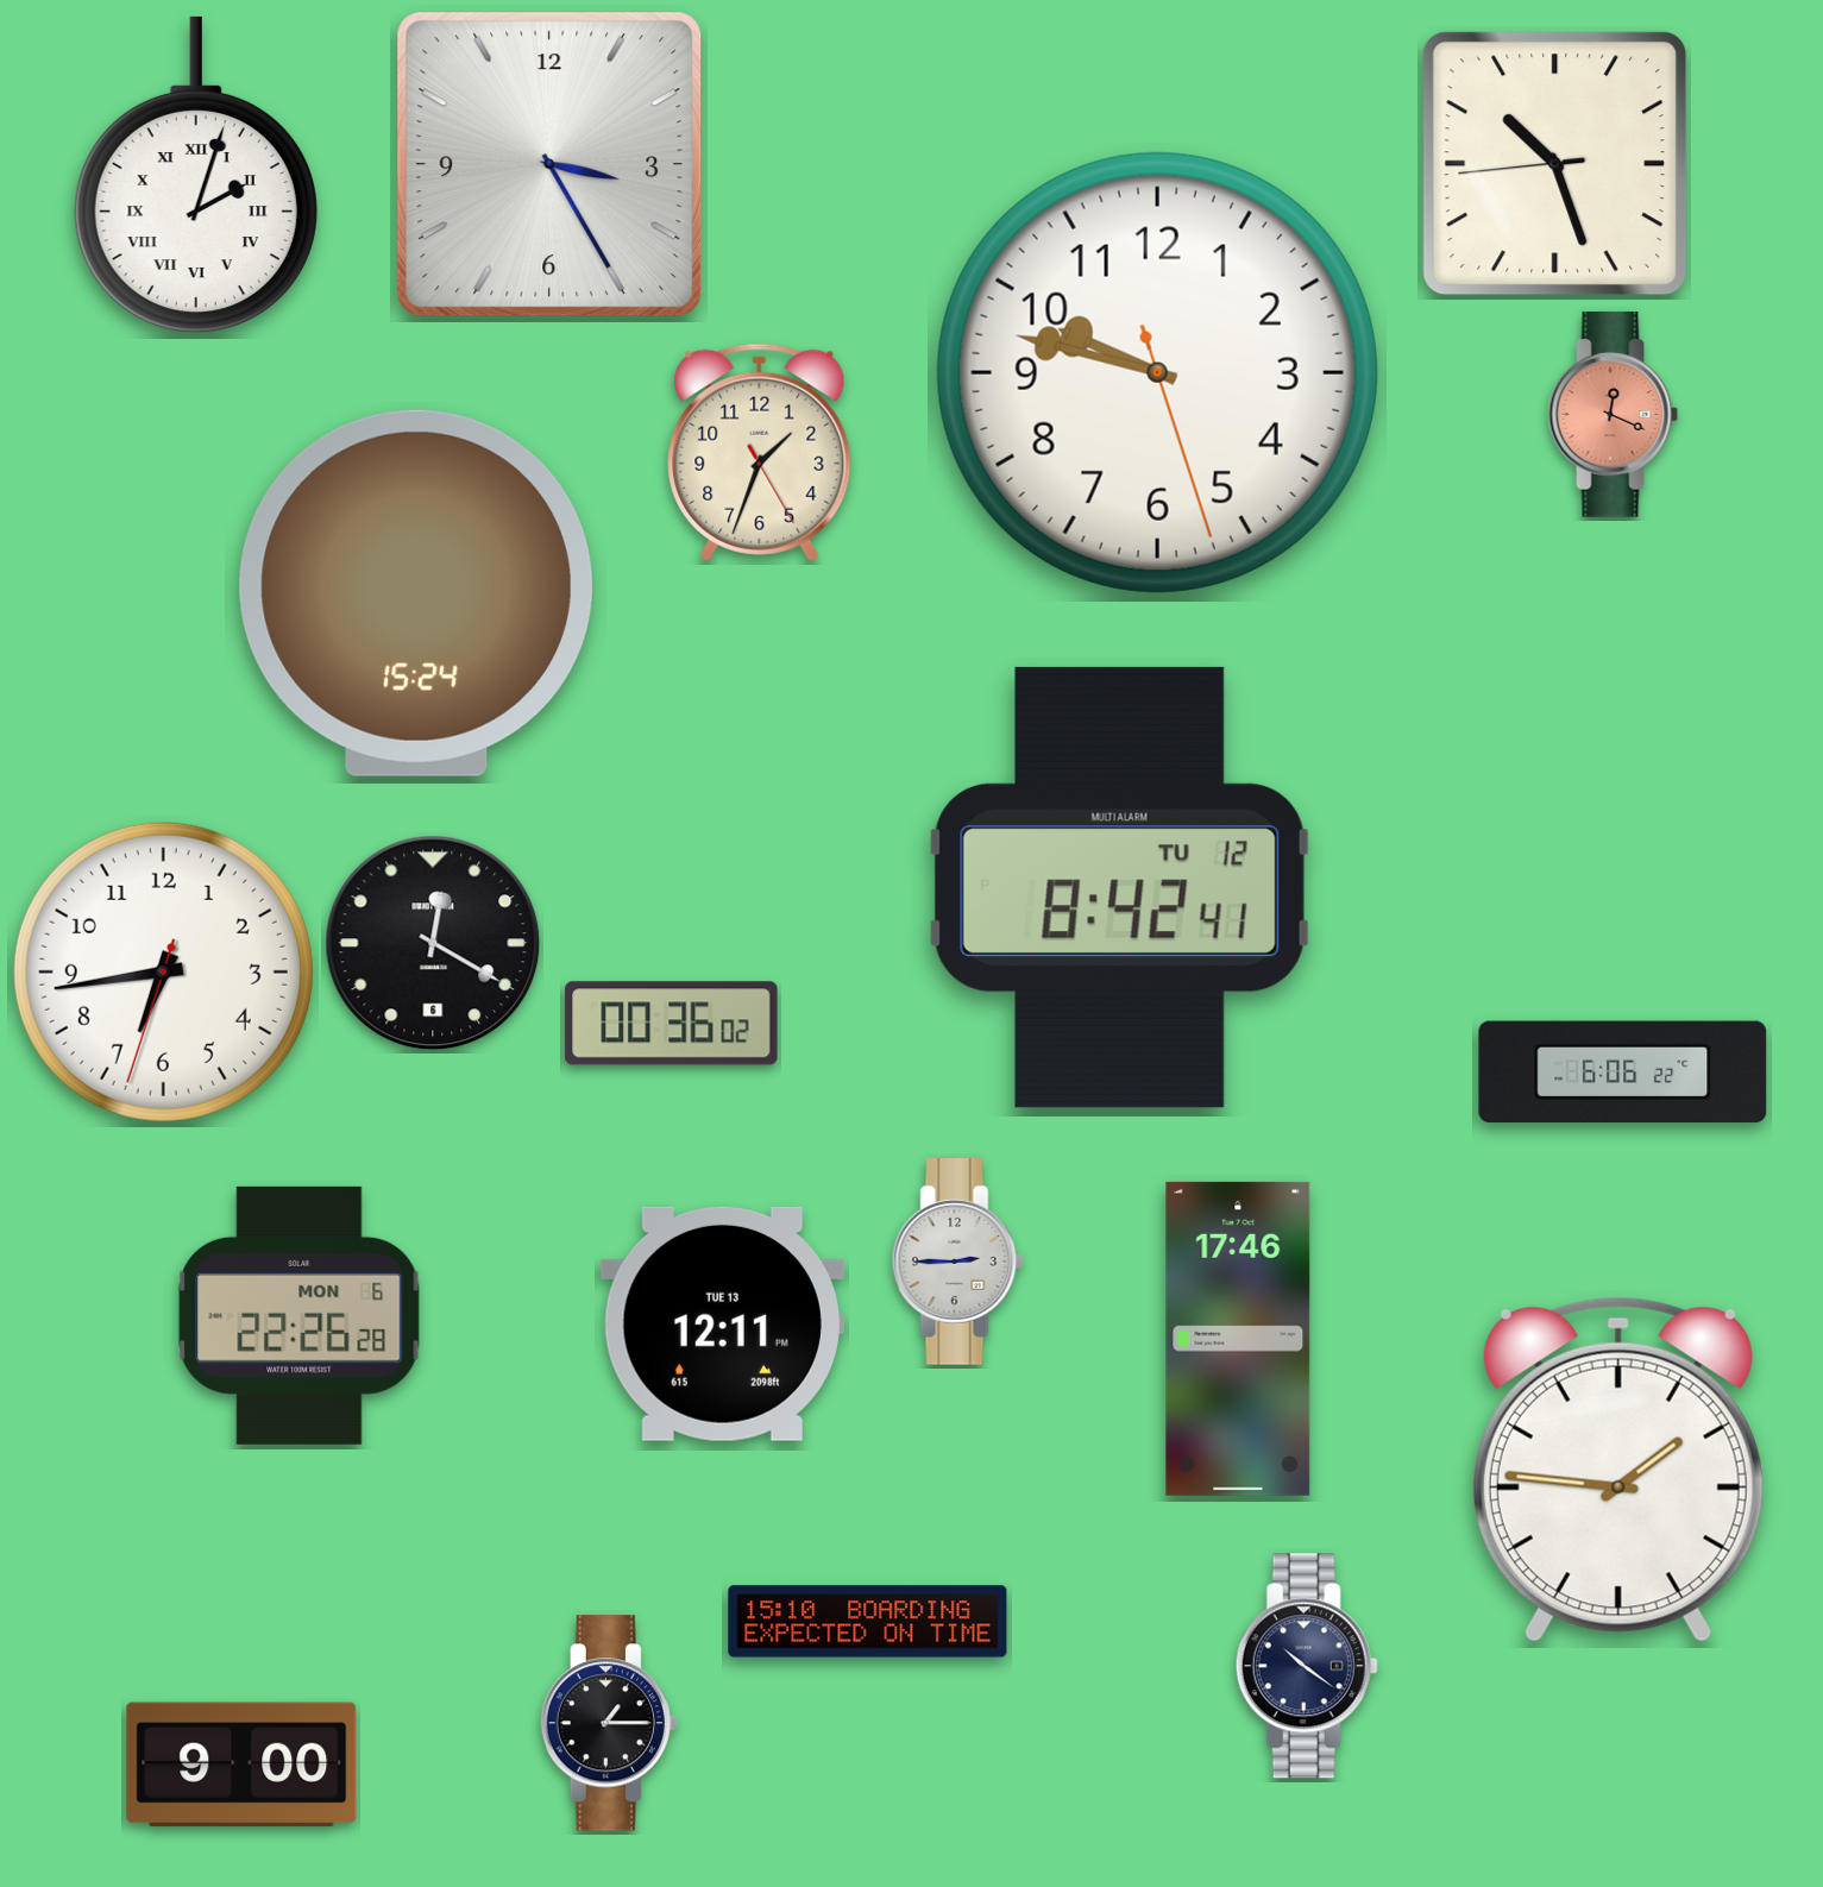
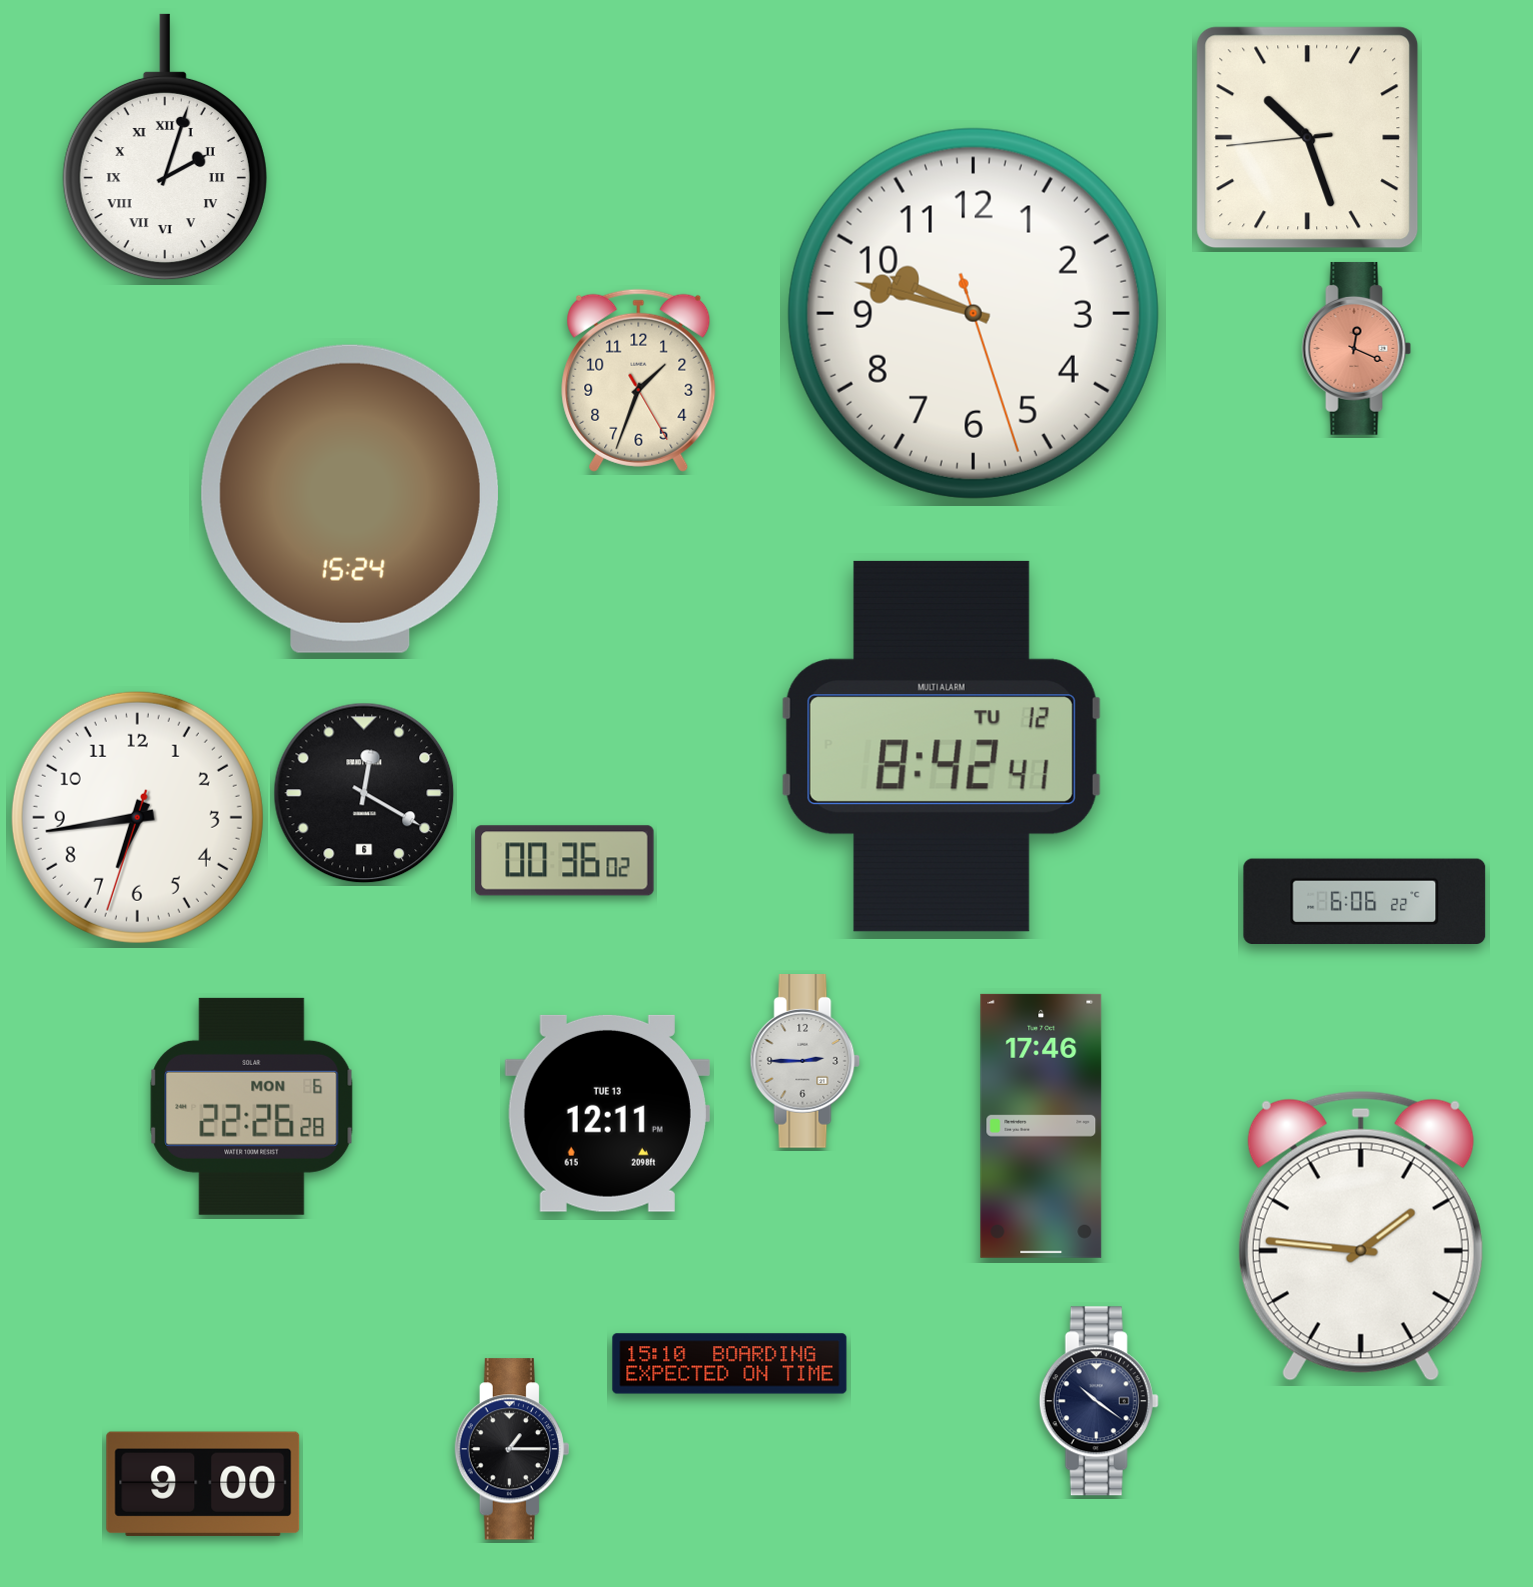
clock at (549, 164): 3:25 -> none
